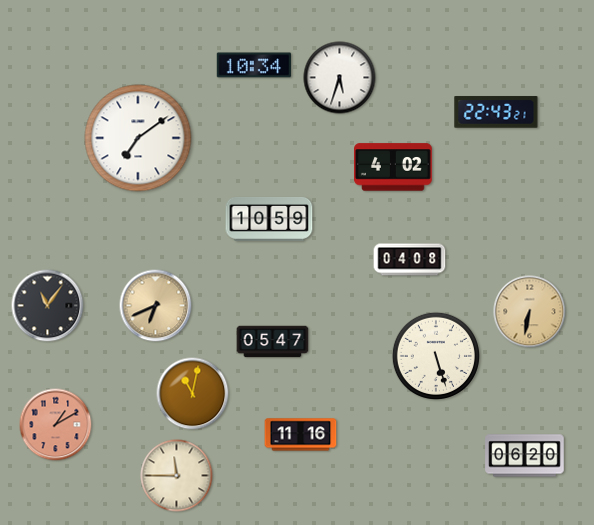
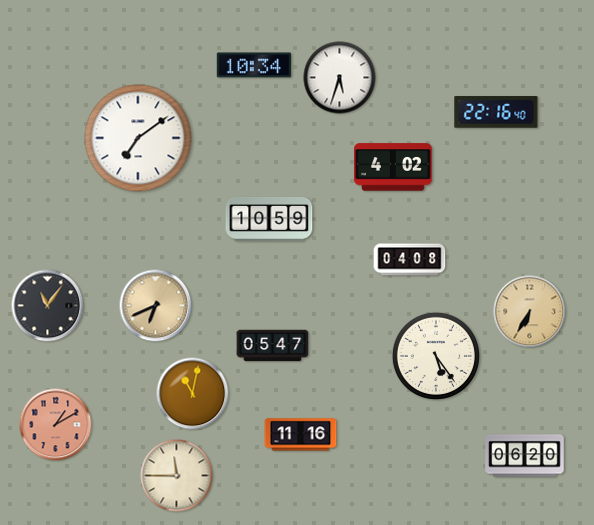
clock at (496, 112): 22:43 -> 22:16
clock at (530, 312): 6:32 -> 6:35
clock at (273, 342) position: (273, 342) -> (273, 346)
clock at (436, 356): 5:27 -> 5:24
